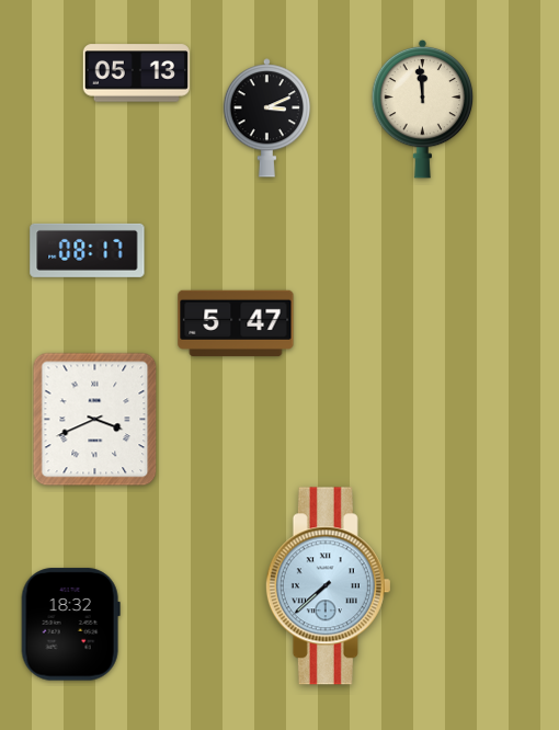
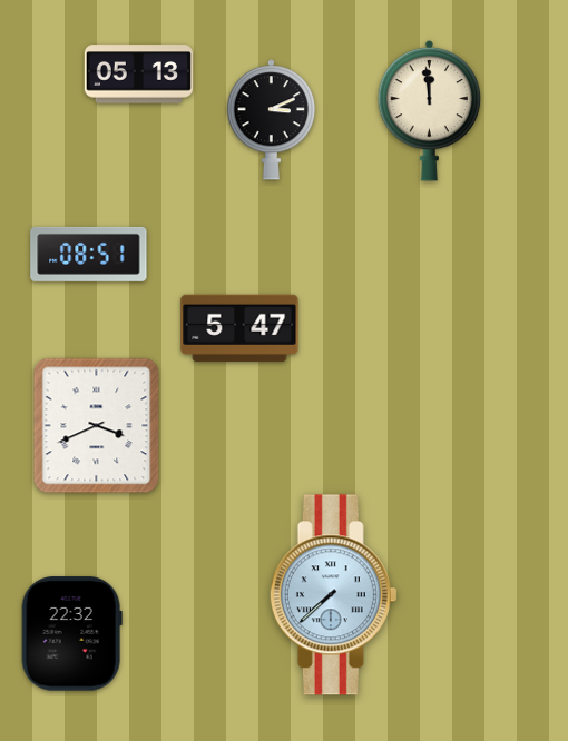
clock at (88, 250): 08:17 -> 08:51
clock at (70, 625): 18:32 -> 22:32
